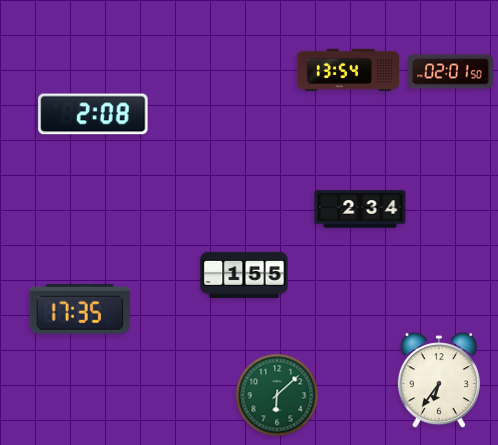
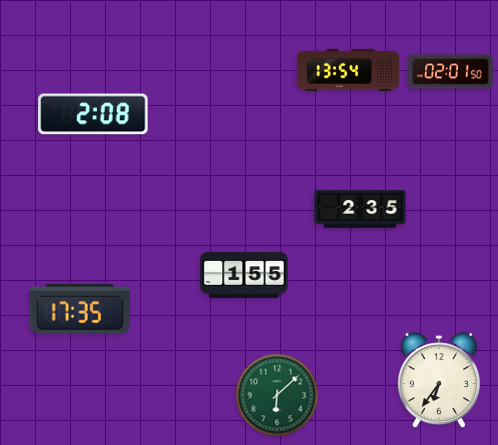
clock at (360, 209): 2:34 -> 2:35
